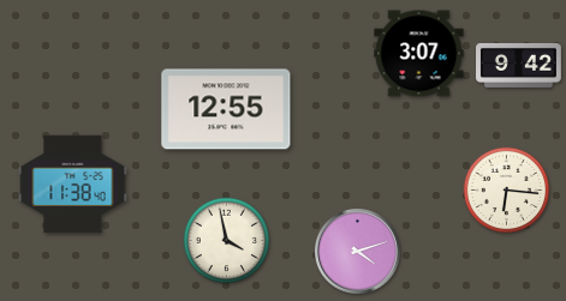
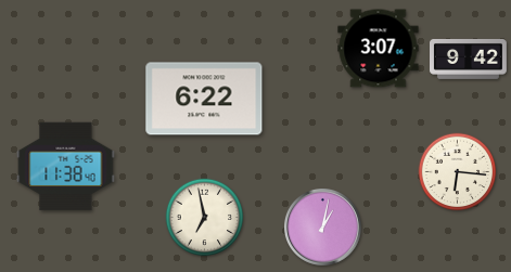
clock at (226, 109): 12:55 -> 6:22
clock at (227, 241): 3:58 -> 6:58
clock at (358, 252): 4:12 -> 1:02
